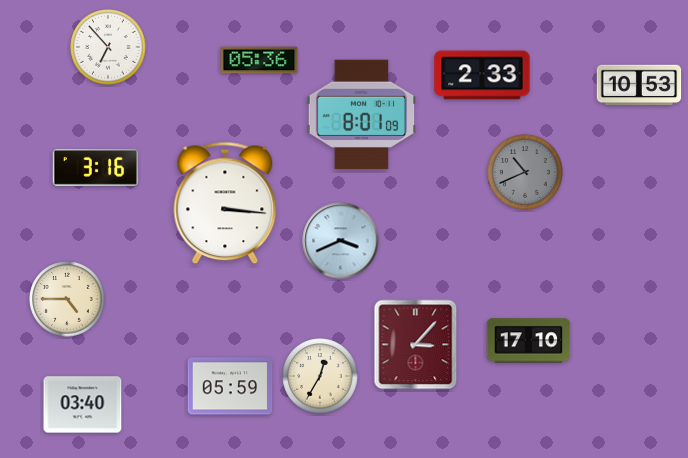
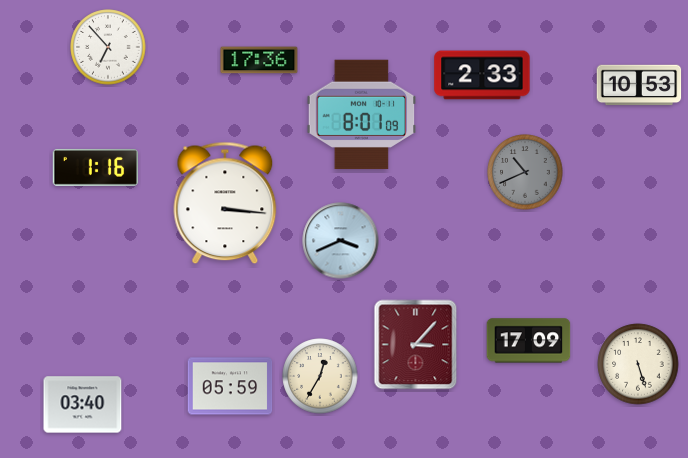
clock at (259, 60): 05:36 -> 17:36
clock at (96, 167): 3:16 -> 1:16
clock at (67, 299): 4:45 -> none
clock at (529, 341): 17:10 -> 17:09
clock at (638, 364): none -> 5:27
